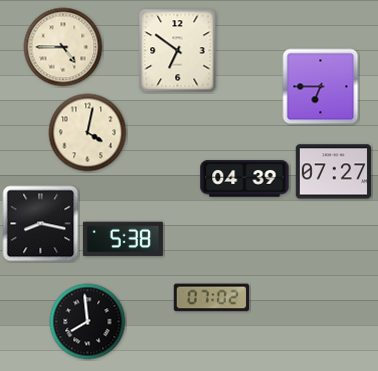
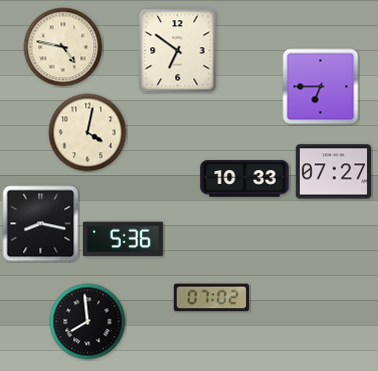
clock at (63, 47): 4:45 -> 4:47
clock at (245, 179): 04:39 -> 10:33
clock at (123, 239): 5:38 -> 5:36
